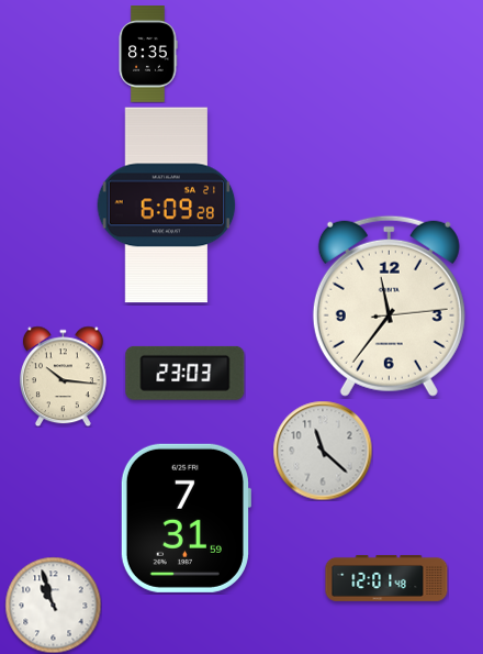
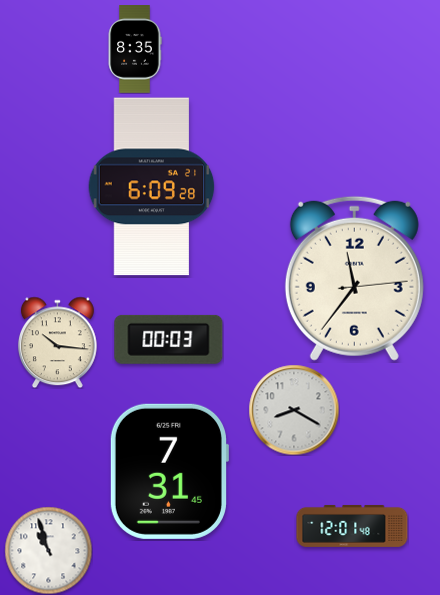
clock at (186, 373): 23:03 -> 00:03
clock at (323, 451): 11:22 -> 8:20
clock at (186, 518): 7:31:59 -> 7:31:45
